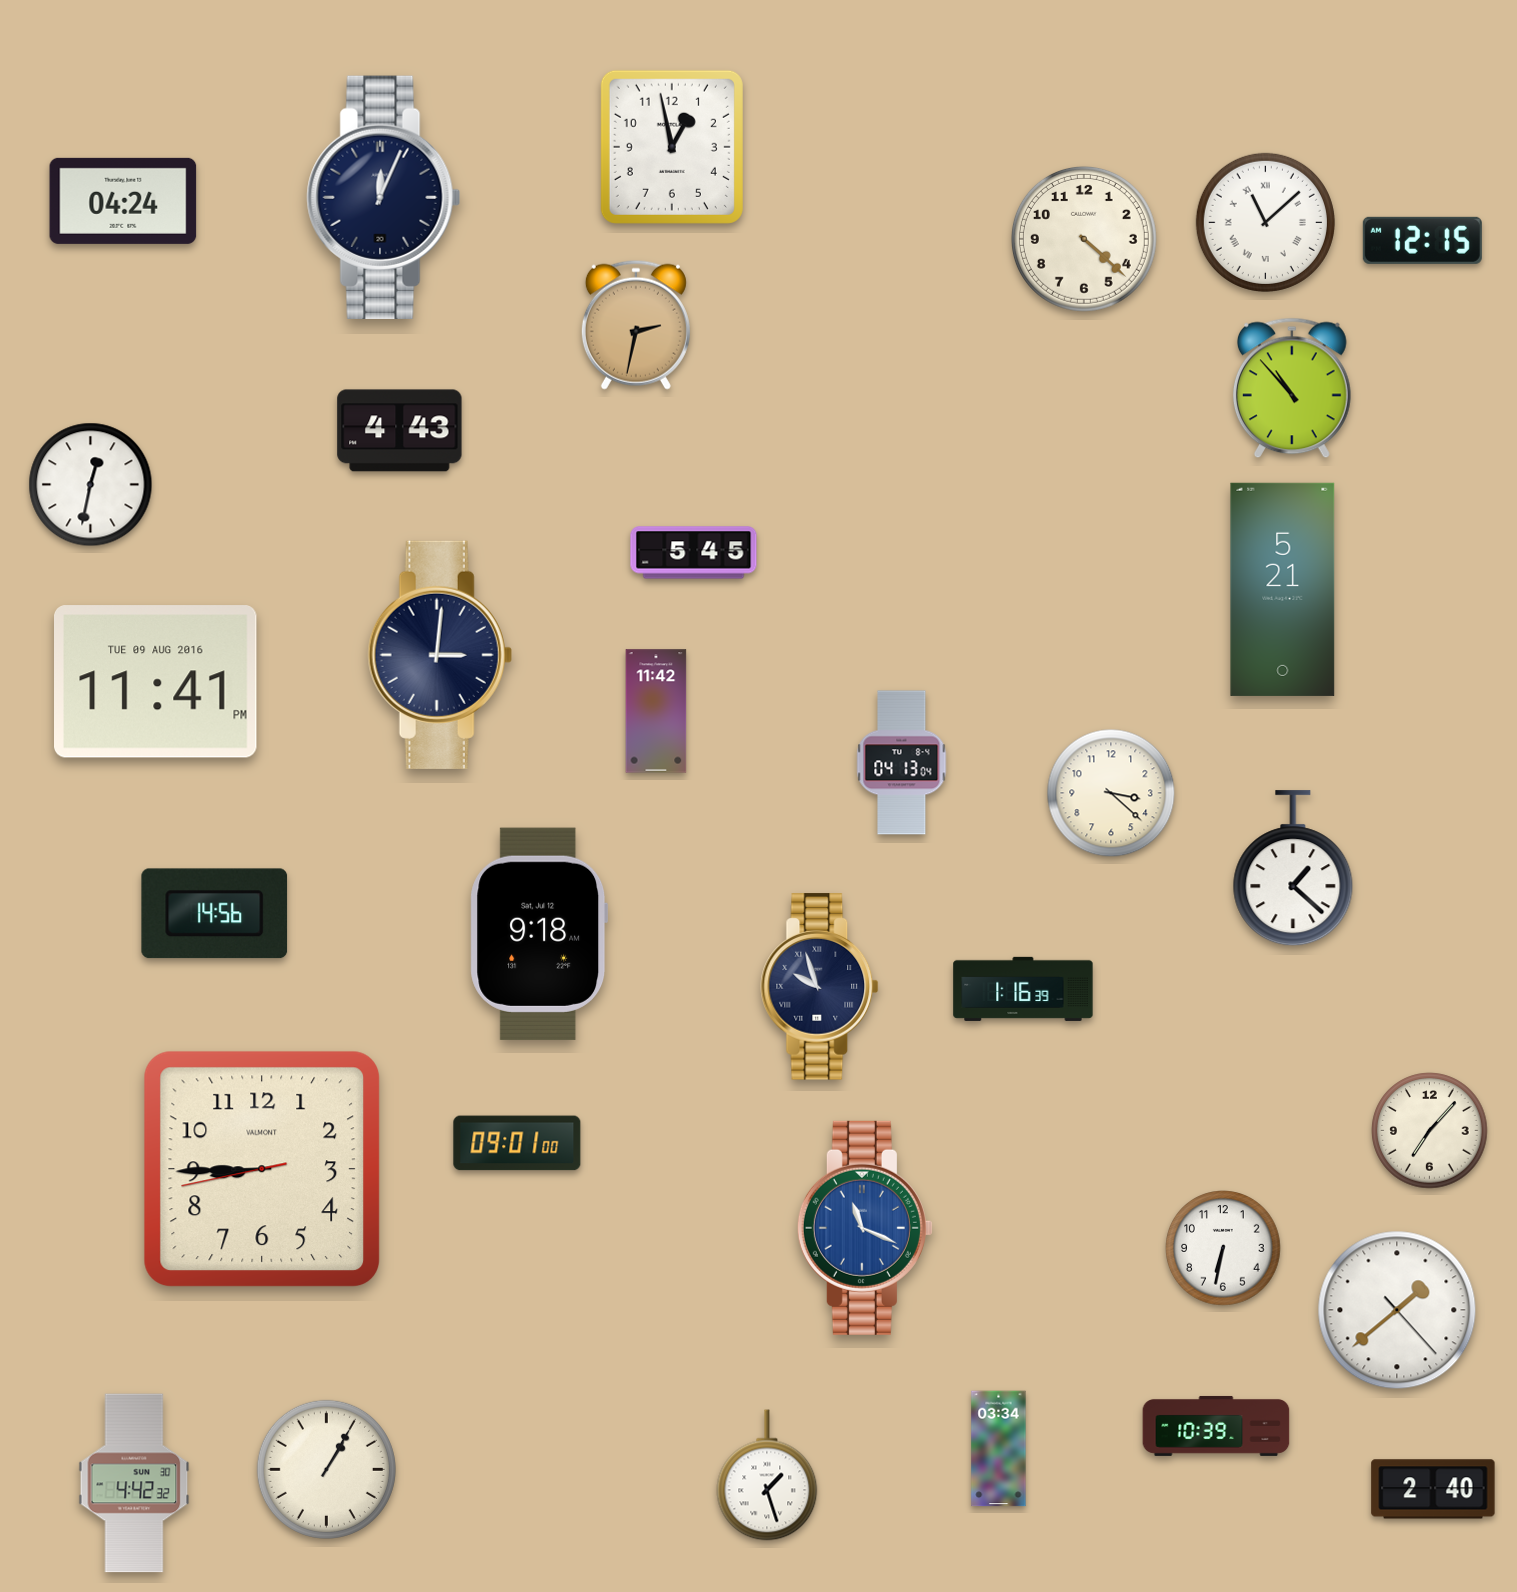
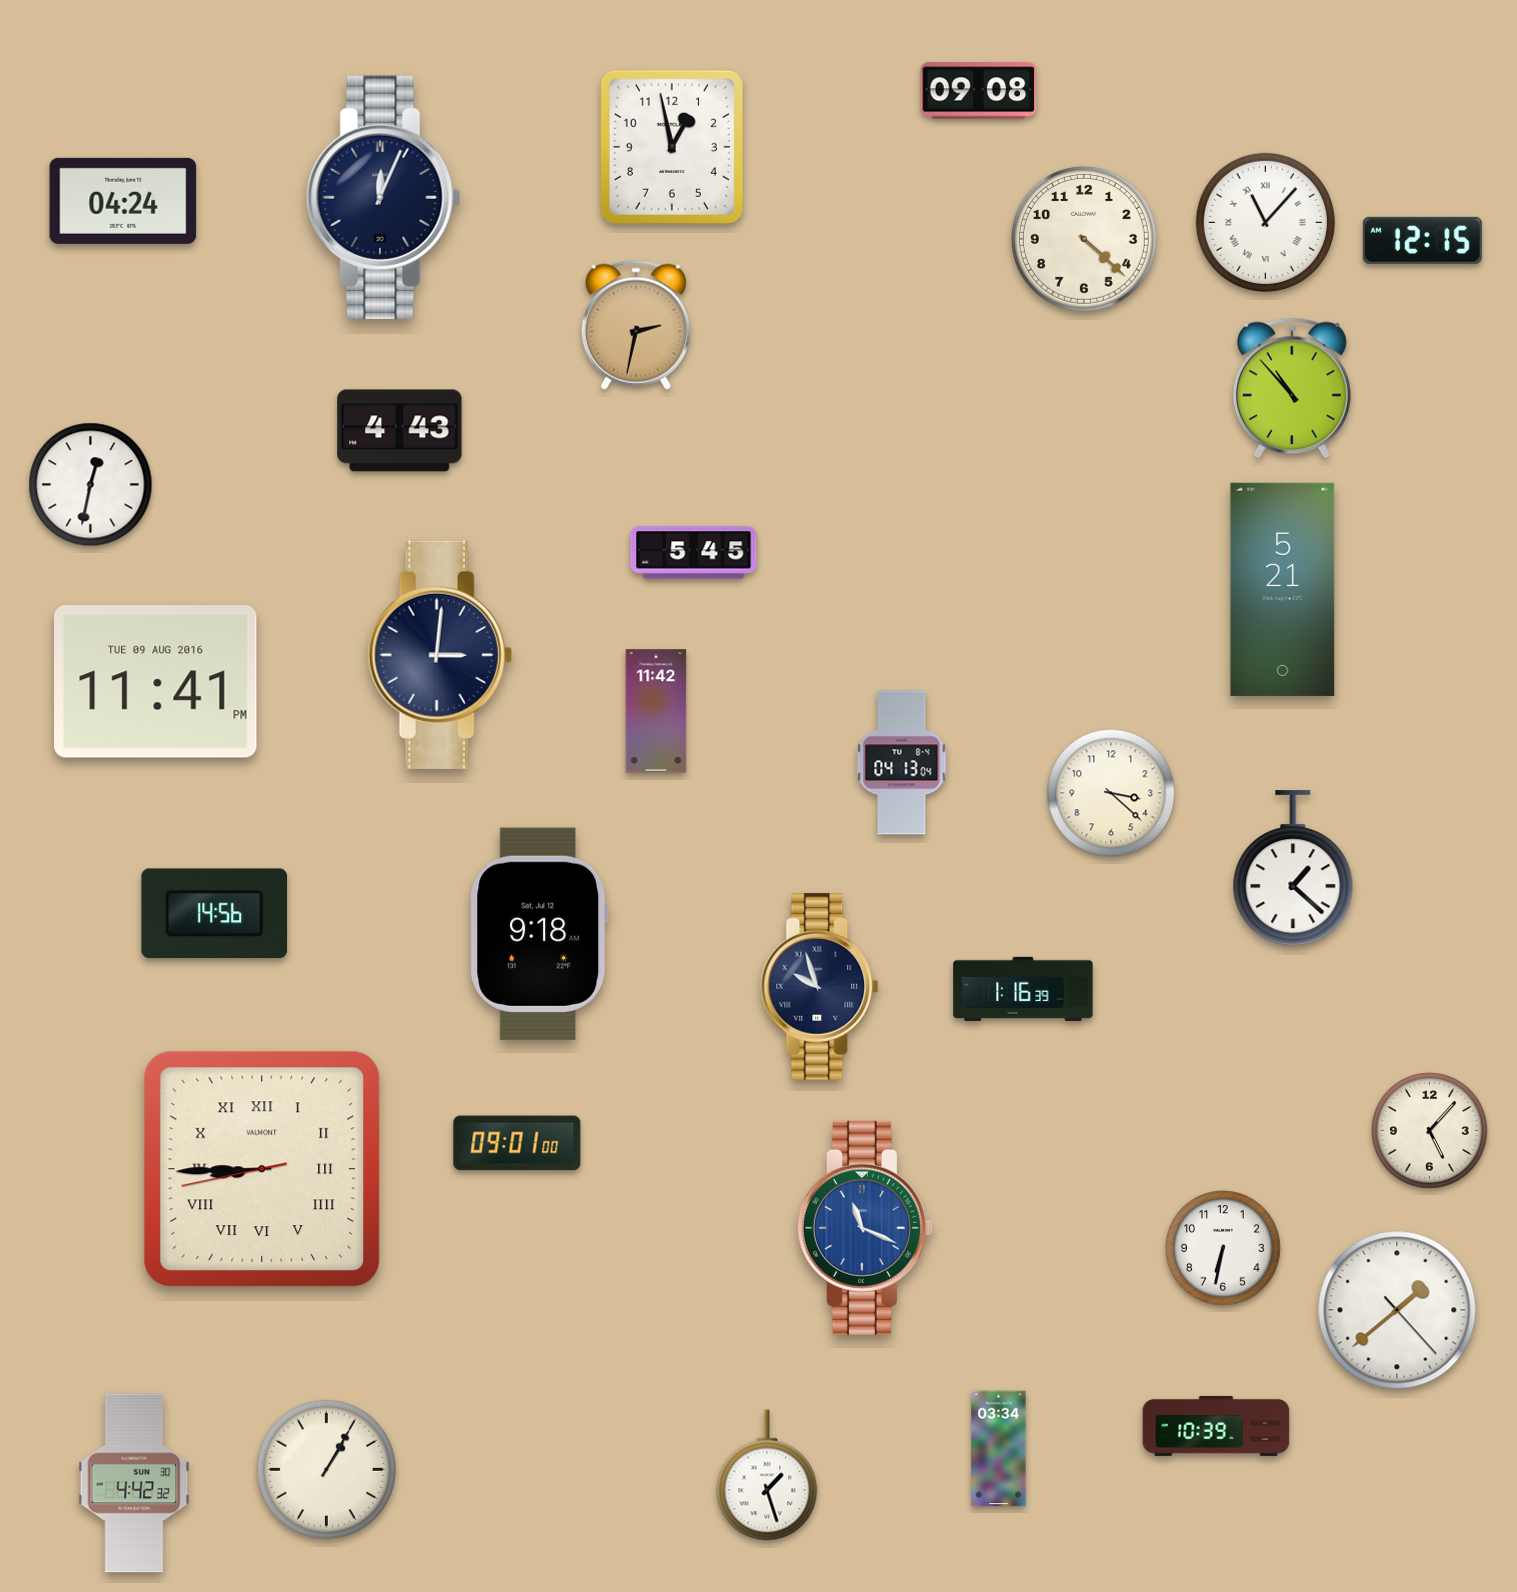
clock at (979, 91): none -> 09:08
clock at (1265, 222): 11:08 -> 11:07
clock at (1430, 1131): 7:07 -> 5:07
clock at (262, 1169) numerals: Arabic -> Roman
clock at (1433, 1489): 2:40 -> none
